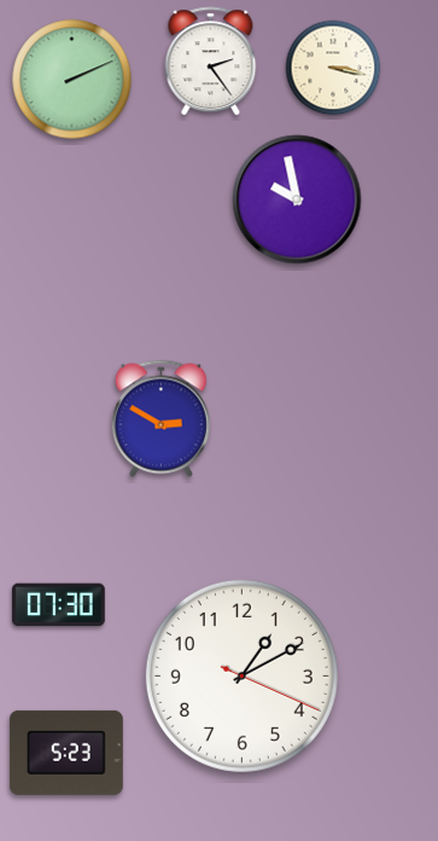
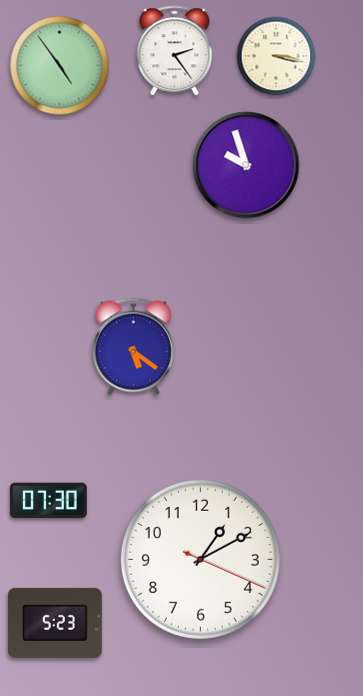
clock at (72, 80): 2:11 -> 4:54
clock at (297, 199): 9:58 -> 9:57
clock at (160, 419): 2:50 -> 5:21
